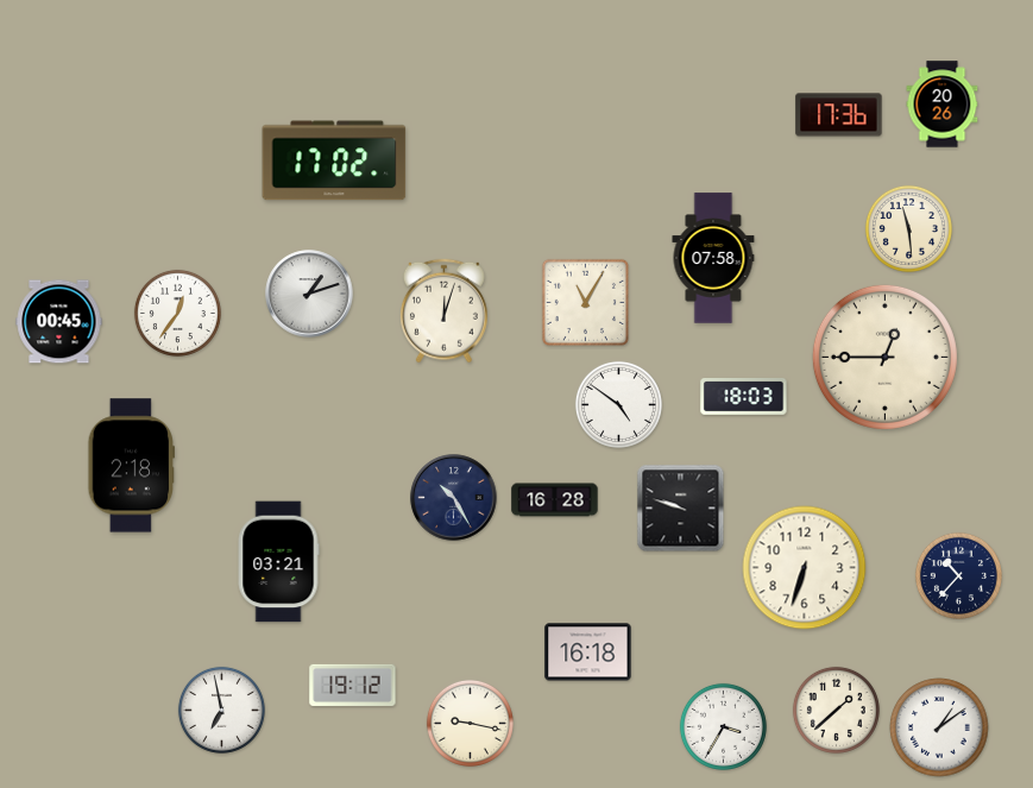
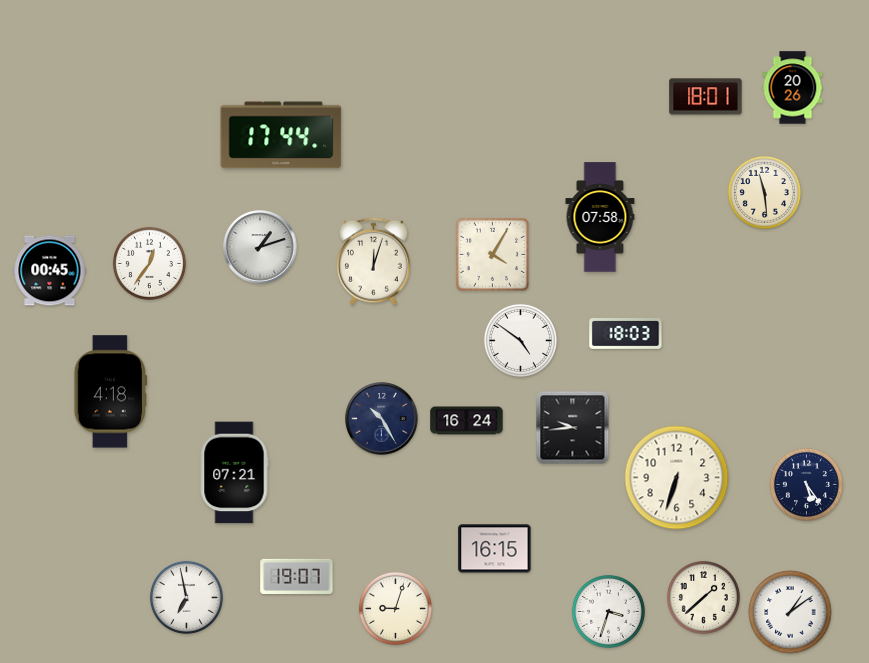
clock at (839, 115): 17:36 -> 18:01
clock at (334, 160): 17:02 -> 17:44
clock at (585, 302): 11:05 -> 4:05
clock at (884, 357): 12:45 -> none
clock at (132, 466): 2:18 -> 4:18
clock at (555, 500): 16:28 -> 16:24
clock at (681, 509): 9:48 -> 9:44
clock at (278, 562): 03:21 -> 07:21
clock at (958, 575): 10:37 -> 5:24
clock at (588, 653): 16:18 -> 16:15
clock at (353, 685): 19:12 -> 19:07
clock at (470, 723): 9:17 -> 9:03
clock at (723, 726): 3:35 -> 3:33
